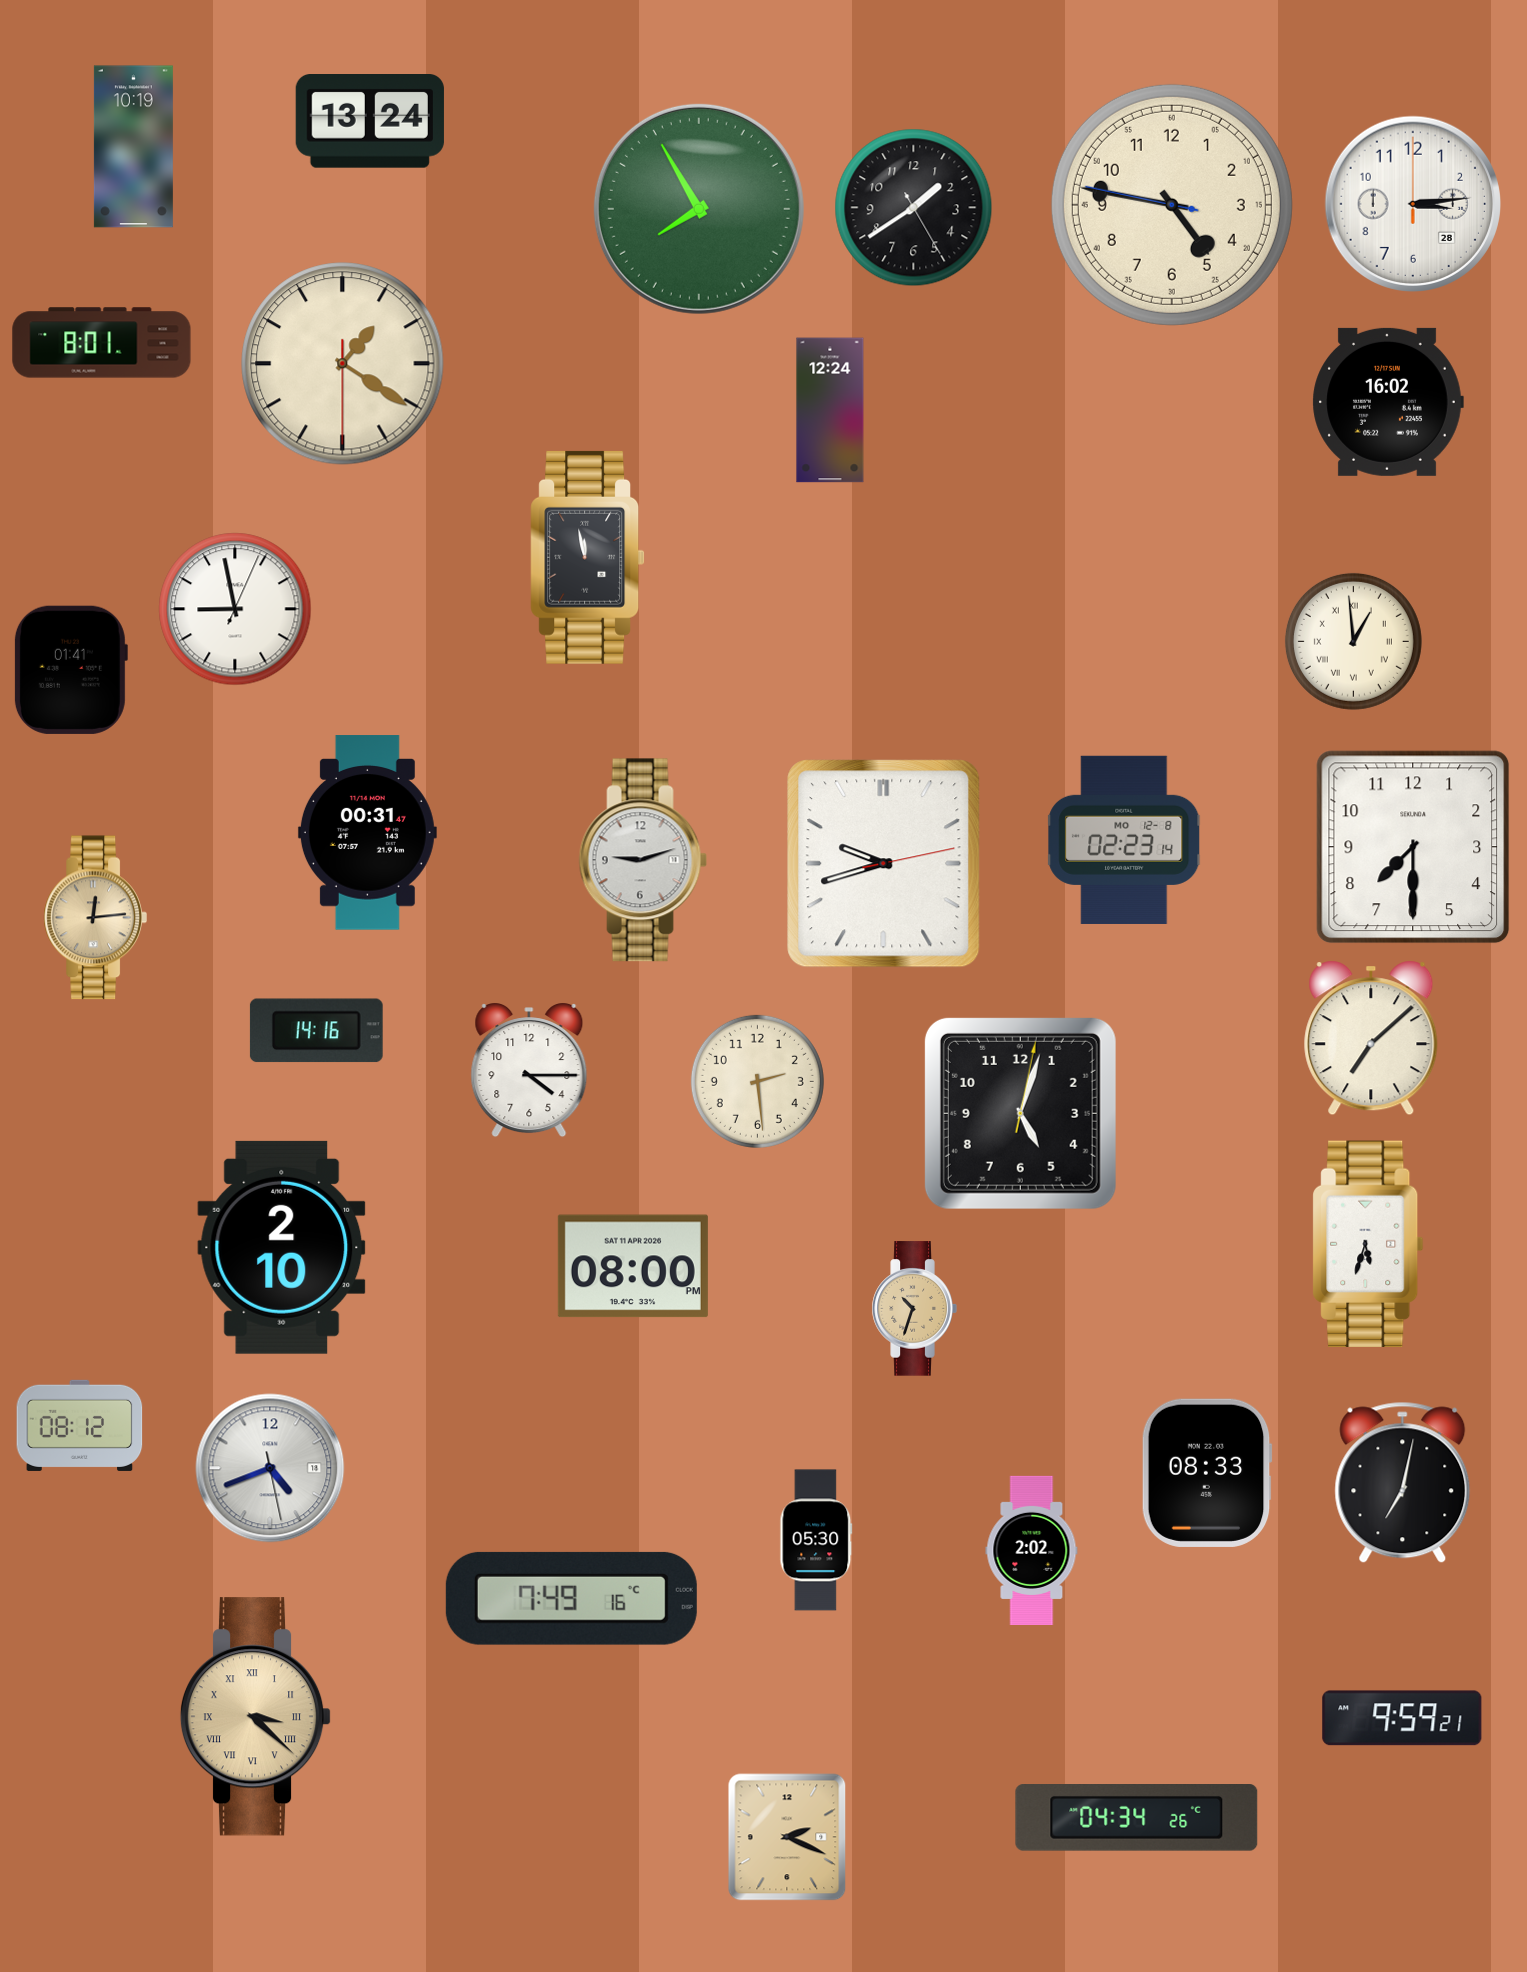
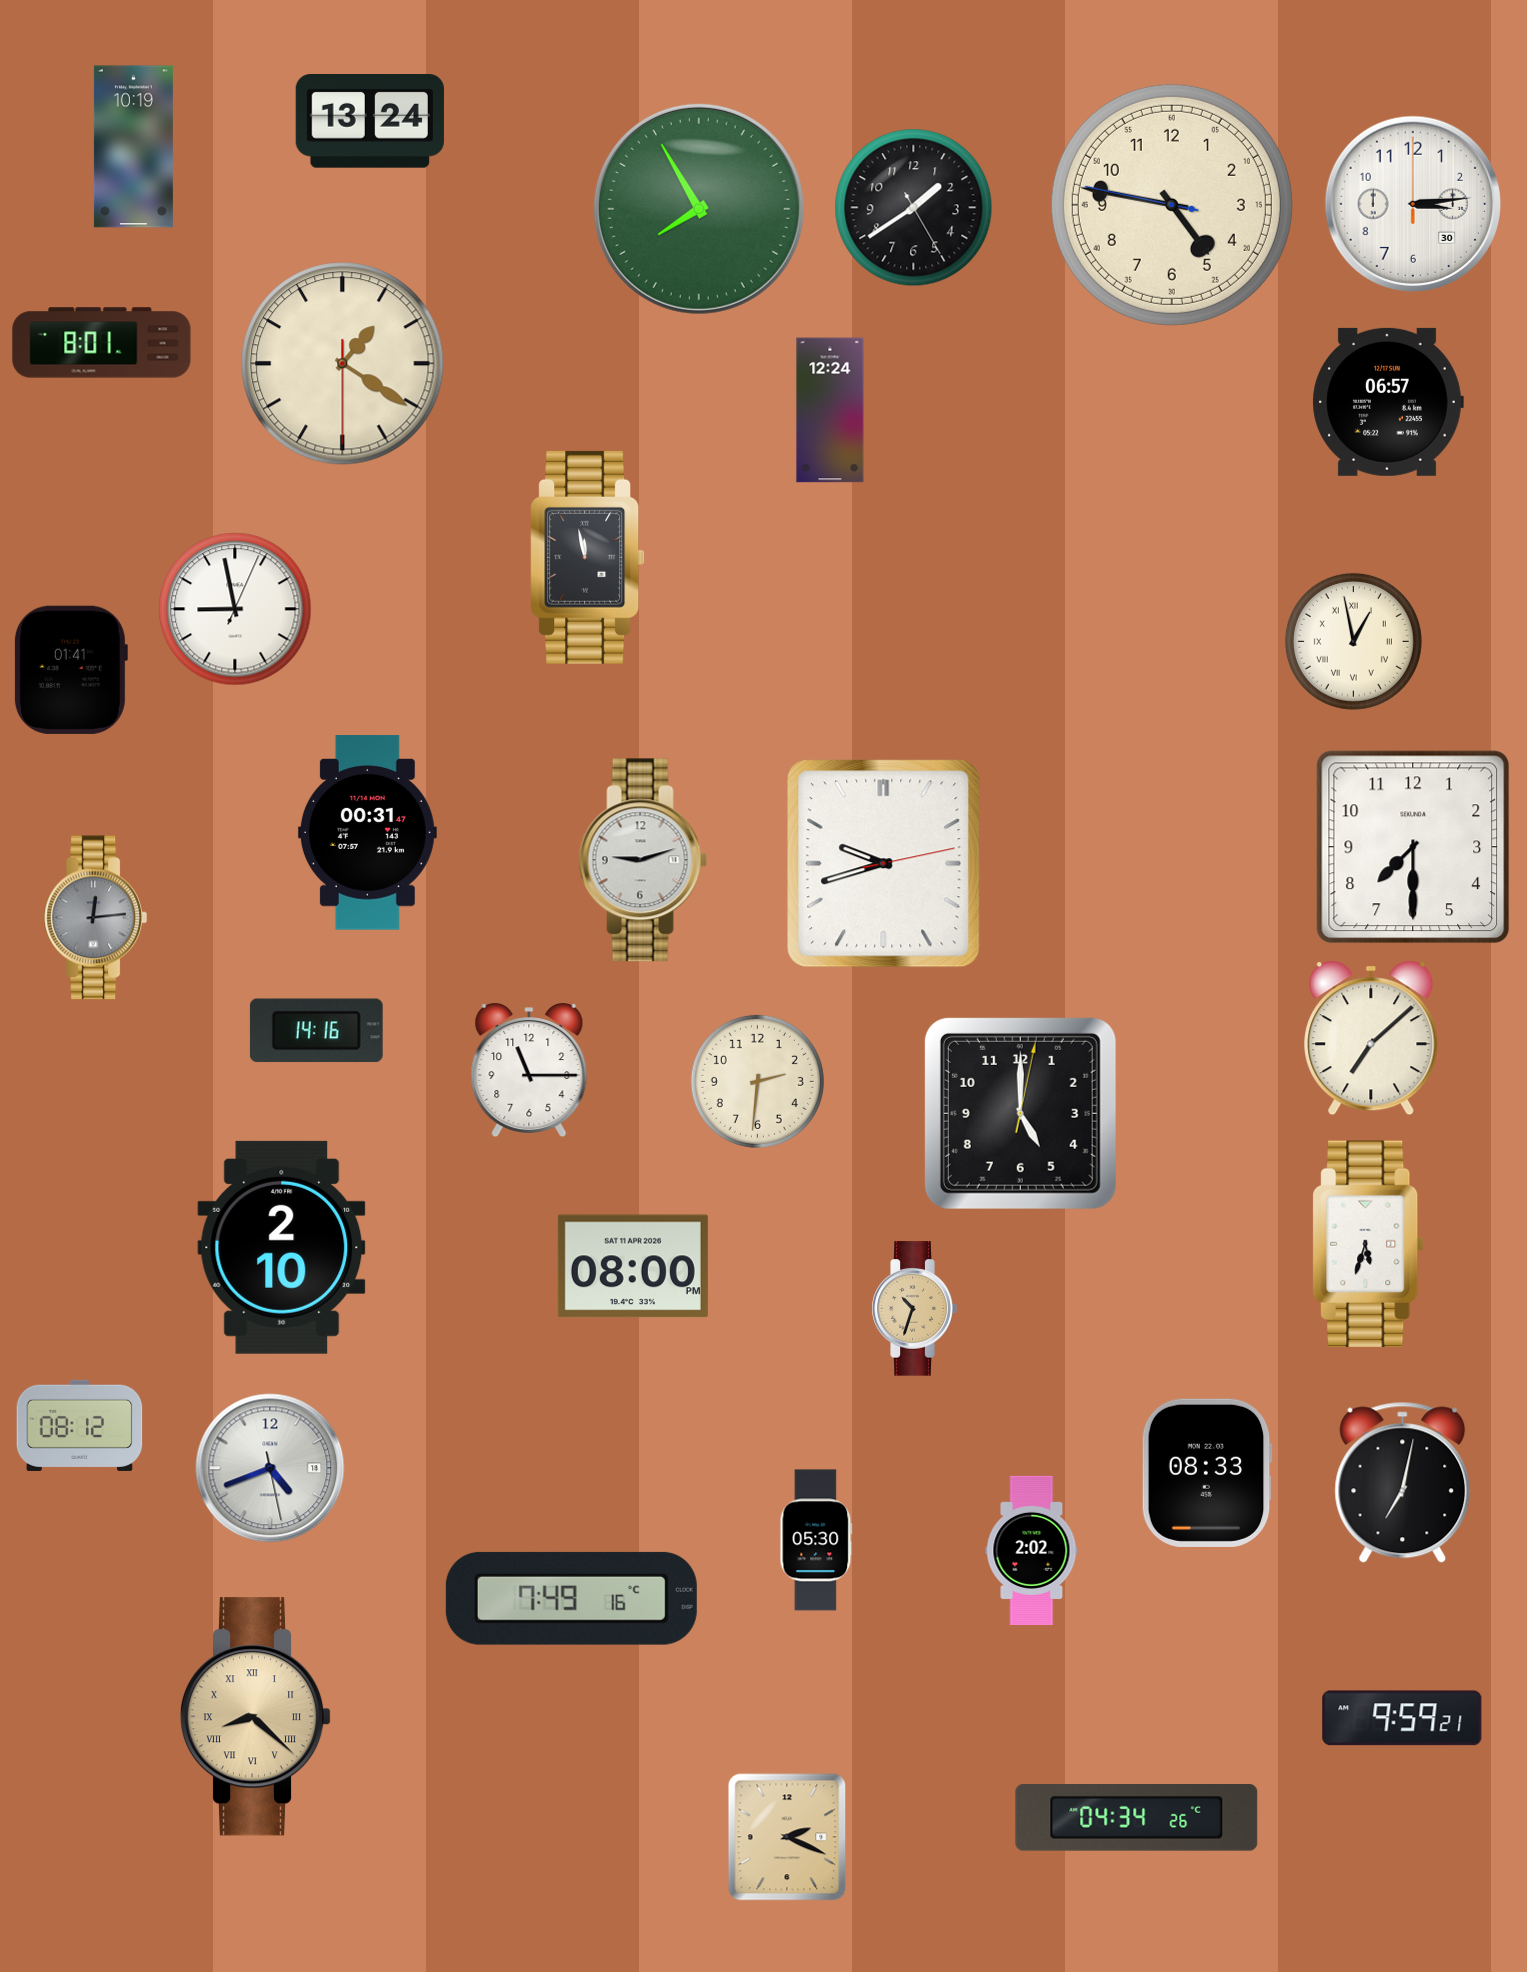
clock at (1412, 203) date: 28 -> 30
clock at (1388, 402): 16:02 -> 06:57
clock at (1353, 641): 12:59 -> 12:58
clock at (1125, 840): 02:23 -> none
clock at (95, 918) dial: champagne -> grey
clock at (529, 1071): 4:15 -> 11:15
clock at (757, 1081): 2:29 -> 2:31
clock at (1020, 1113): 5:03 -> 5:00
clock at (256, 1717): 3:22 -> 8:22
